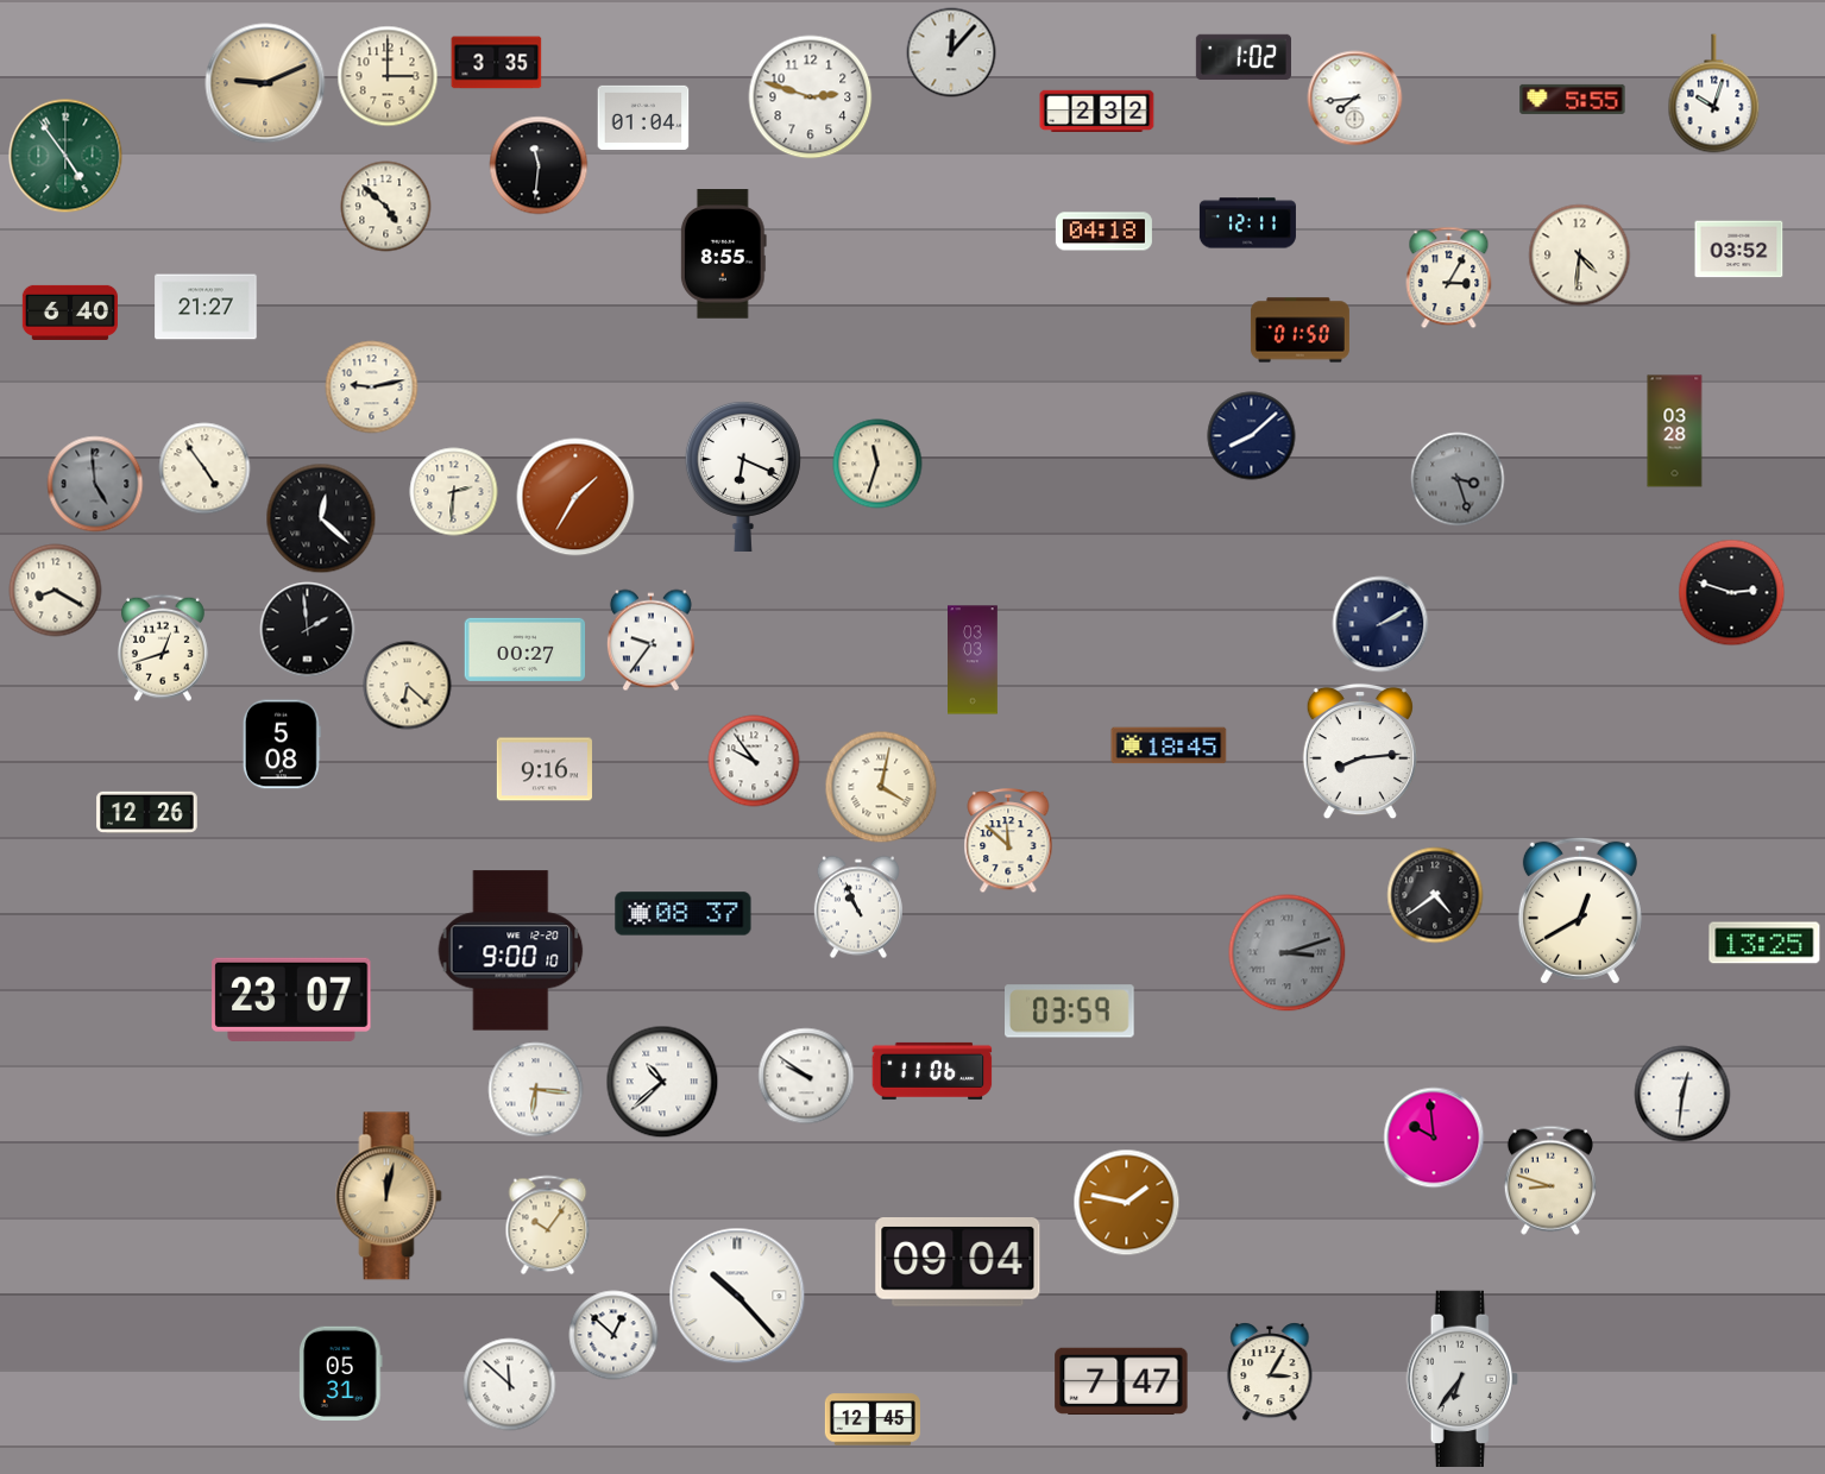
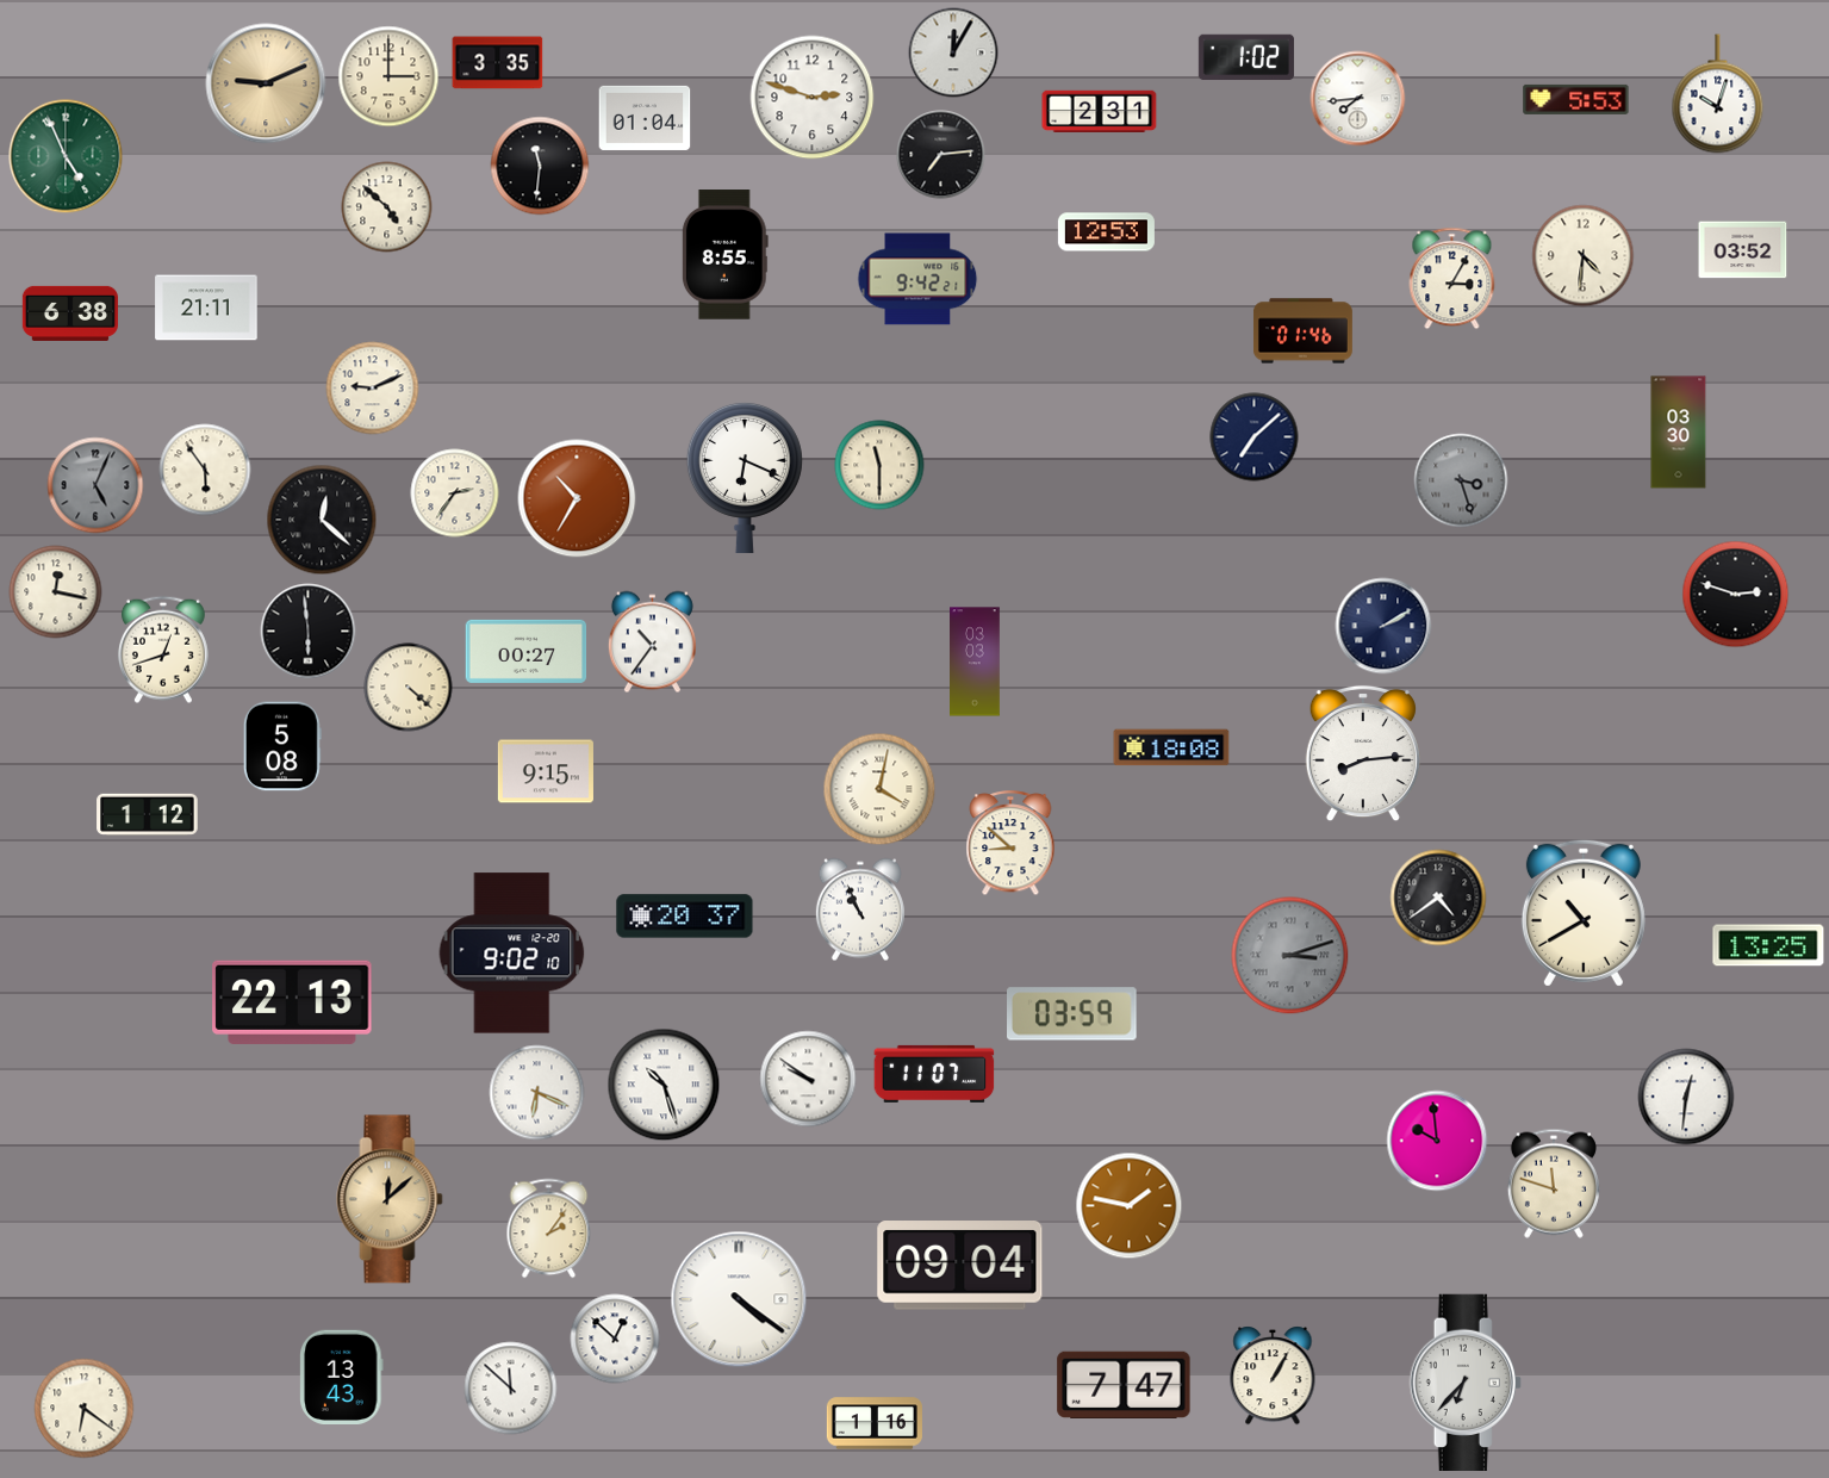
clock at (951, 52): 12:07 -> 12:05
clock at (1573, 99): 5:55 -> 5:53
clock at (1097, 112): 2:32 -> 2:31
clock at (941, 155): none -> 7:14
clock at (65, 156): 4:54 -> 4:56
clock at (1247, 223): 12:11 -> none
clock at (1103, 232): 04:18 -> 12:53
clock at (917, 279): none -> 9:42
clock at (206, 307): 21:27 -> 21:11
clock at (70, 313): 6:40 -> 6:38
clock at (1299, 330): 01:50 -> 01:46
clock at (372, 388): 9:13 -> 9:11
clock at (1675, 432): 03:28 -> 03:30
clock at (1252, 436): 8:08 -> 7:08
clock at (877, 464): 11:33 -> 11:30
clock at (204, 468): 4:54 -> 5:54
clock at (95, 484): 4:59 -> 5:04
clock at (454, 492): 2:31 -> 2:36
clock at (575, 497): 1:35 -> 10:35
clock at (56, 591): 8:20 -> 12:17
clock at (308, 630): 1:59 -> 5:59
clock at (650, 641): 9:36 -> 10:36
clock at (408, 686): 6:22 -> 4:22
clock at (1169, 745): 18:45 -> 18:08
clock at (754, 761): 9:54 -> none
clock at (545, 769): 9:16 -> 9:15
clock at (881, 787) position: (881, 787) -> (879, 789)
clock at (147, 812): 12:26 -> 1:12
clock at (1008, 842): 11:52 -> 8:52
clock at (1580, 911): 12:40 -> 10:40
clock at (684, 914): 08:37 -> 20:37
clock at (511, 951): 9:00 -> 9:02
clock at (291, 1000): 23:07 -> 22:13
clock at (932, 1071): 11:06 -> 11:07
clock at (662, 1082): 10:38 -> 10:27
clock at (536, 1090): 6:16 -> 6:19
clock at (1550, 1180): 8:48 -> 11:48
clock at (389, 1196): 12:02 -> 12:08
clock at (548, 1226): 10:06 -> 2:06
clock at (737, 1296): 10:23 -> 4:21
clock at (1270, 1372): 3:05 -> 1:05
clock at (341, 1373): 05:31 -> 13:43
clock at (1462, 1378): 6:36 -> 6:37
clock at (85, 1409): none -> 6:21
clock at (871, 1419): 12:45 -> 1:16
